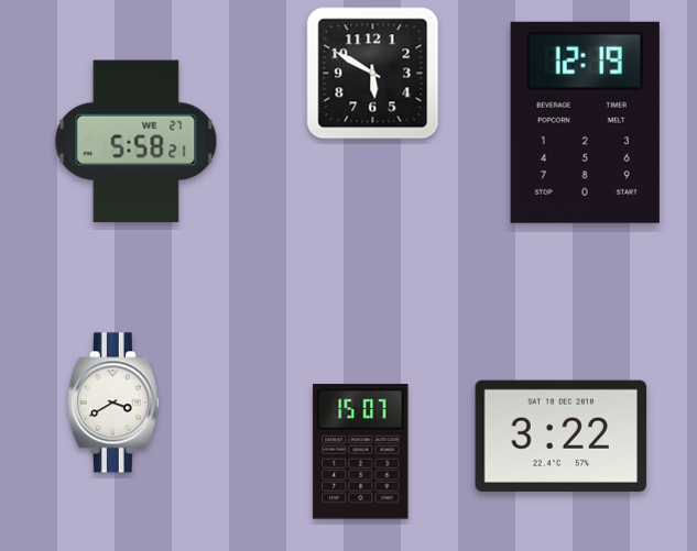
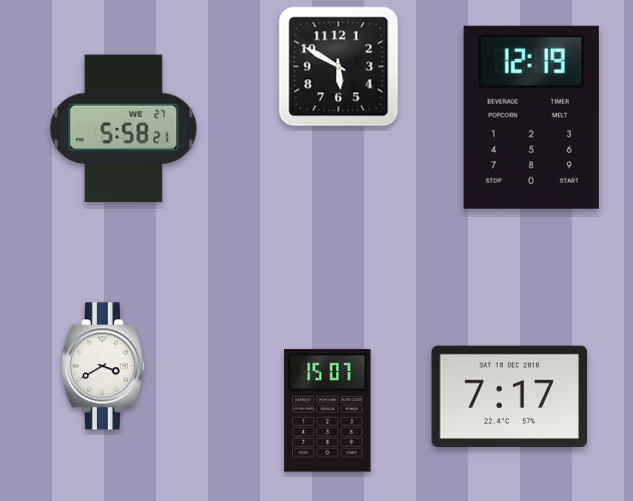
clock at (585, 122) position: (585, 122) -> (531, 117)
clock at (562, 436): 3:22 -> 7:17
